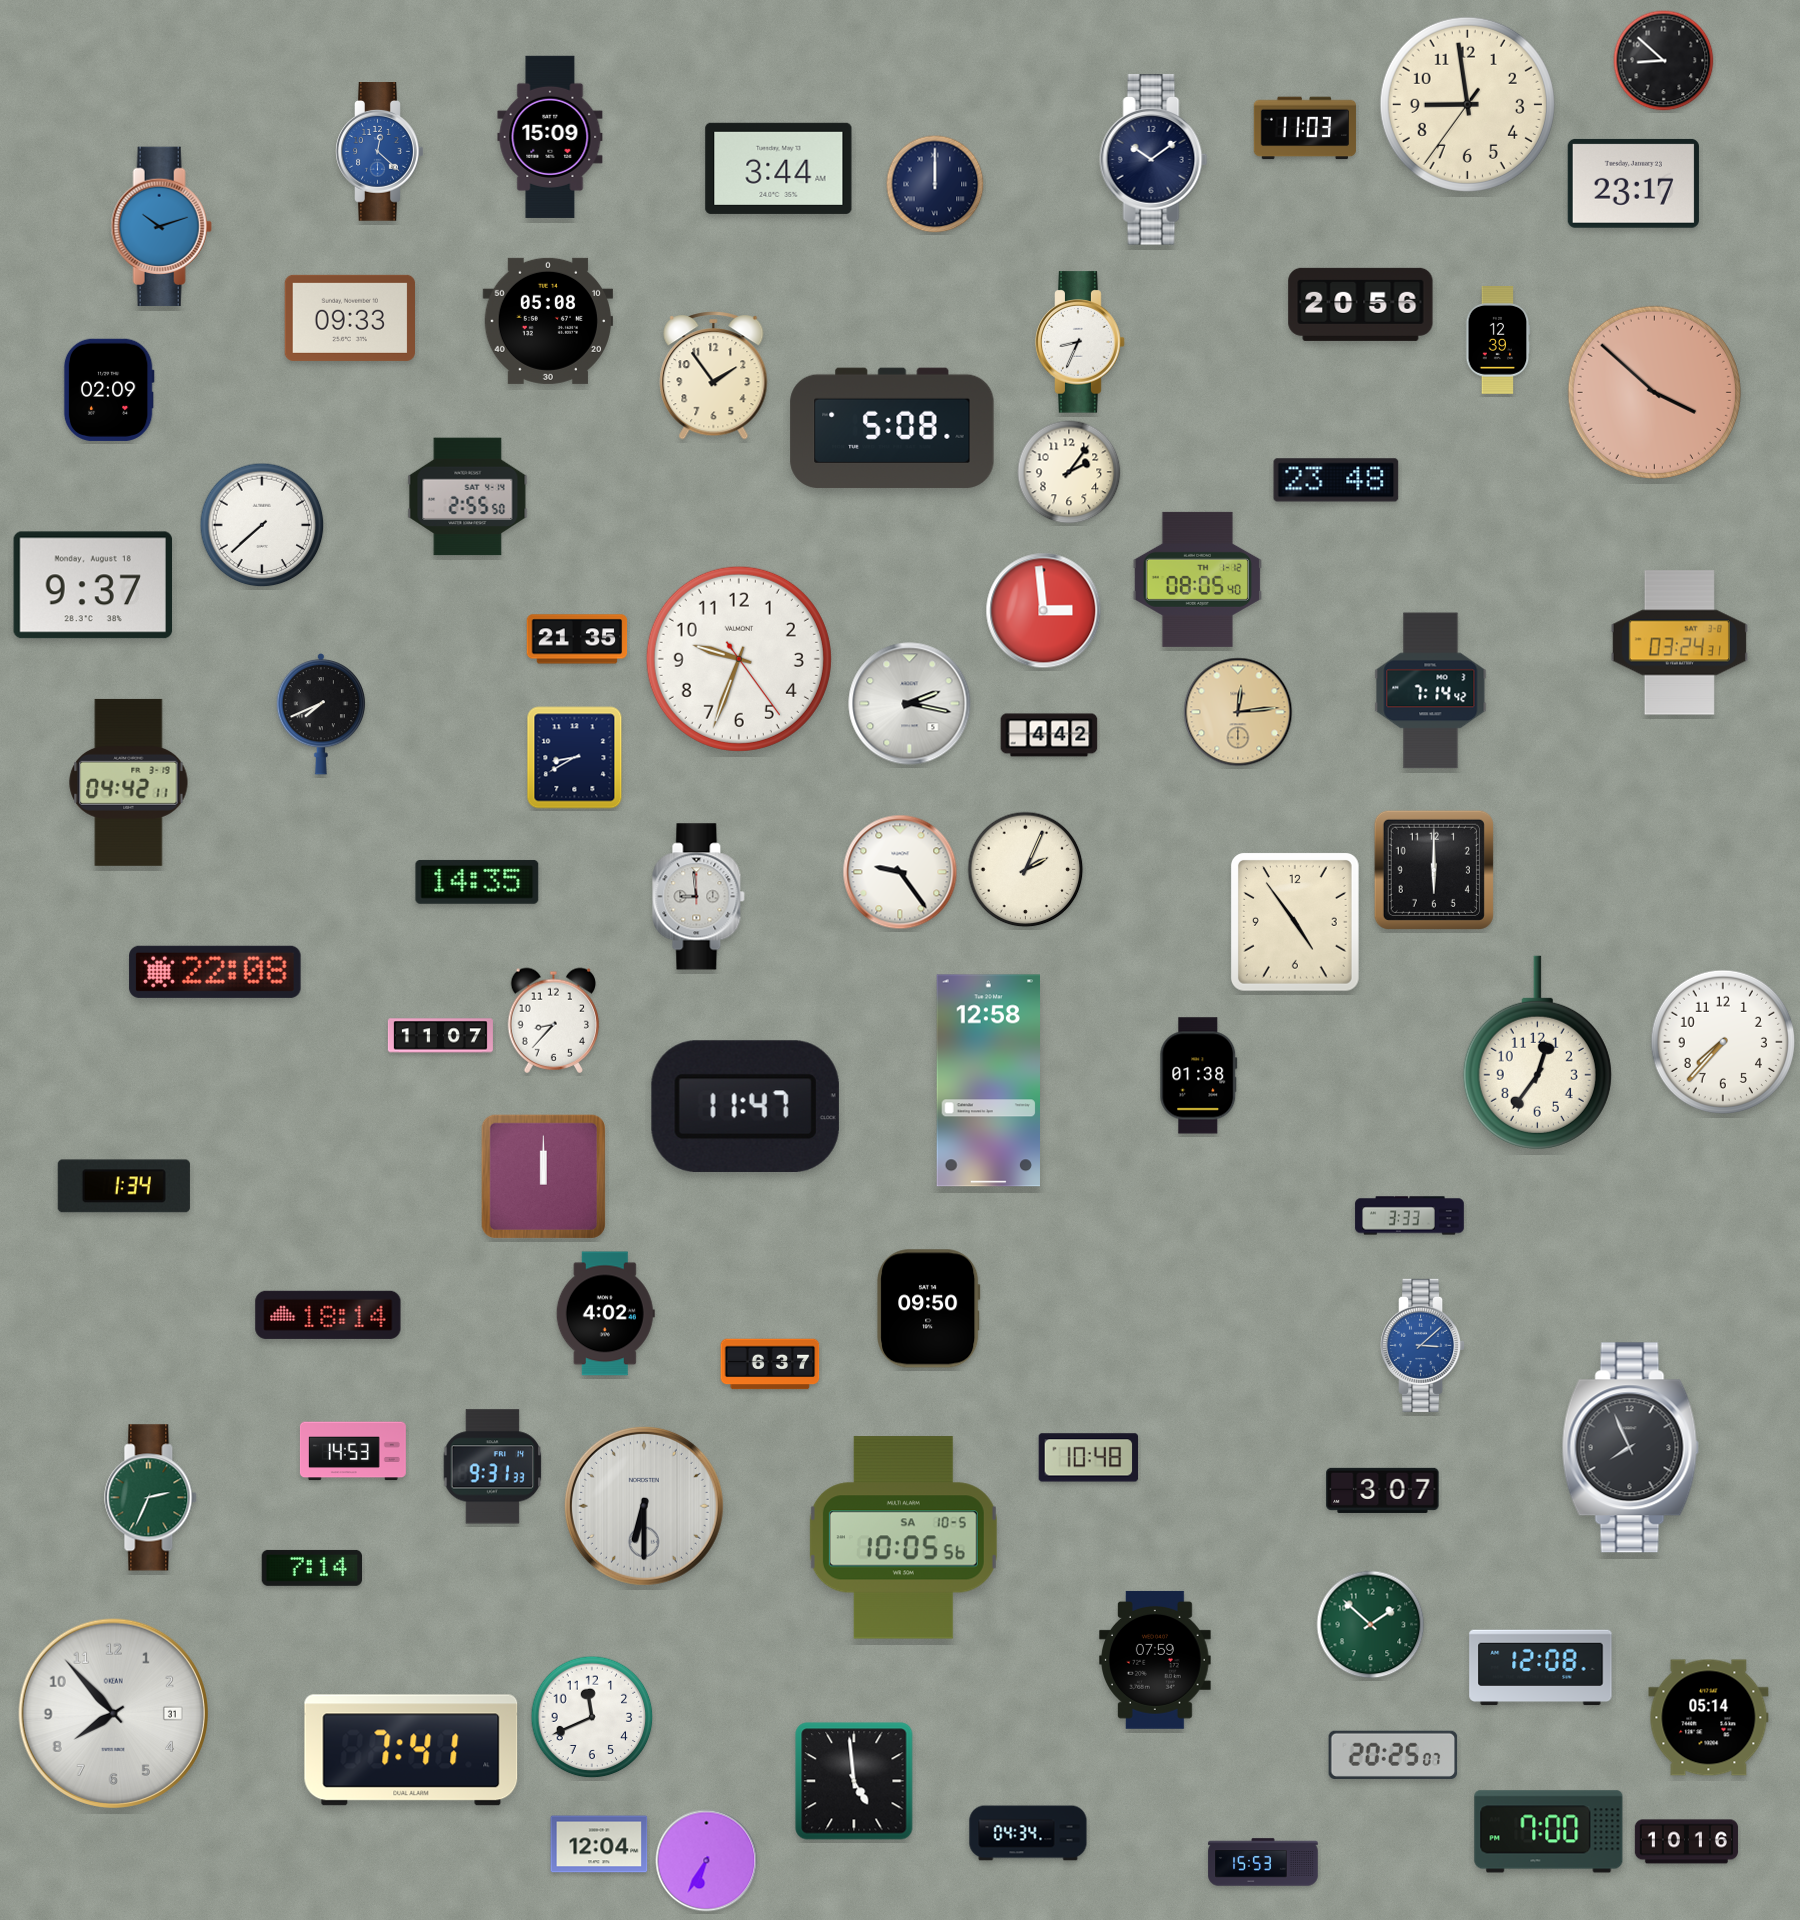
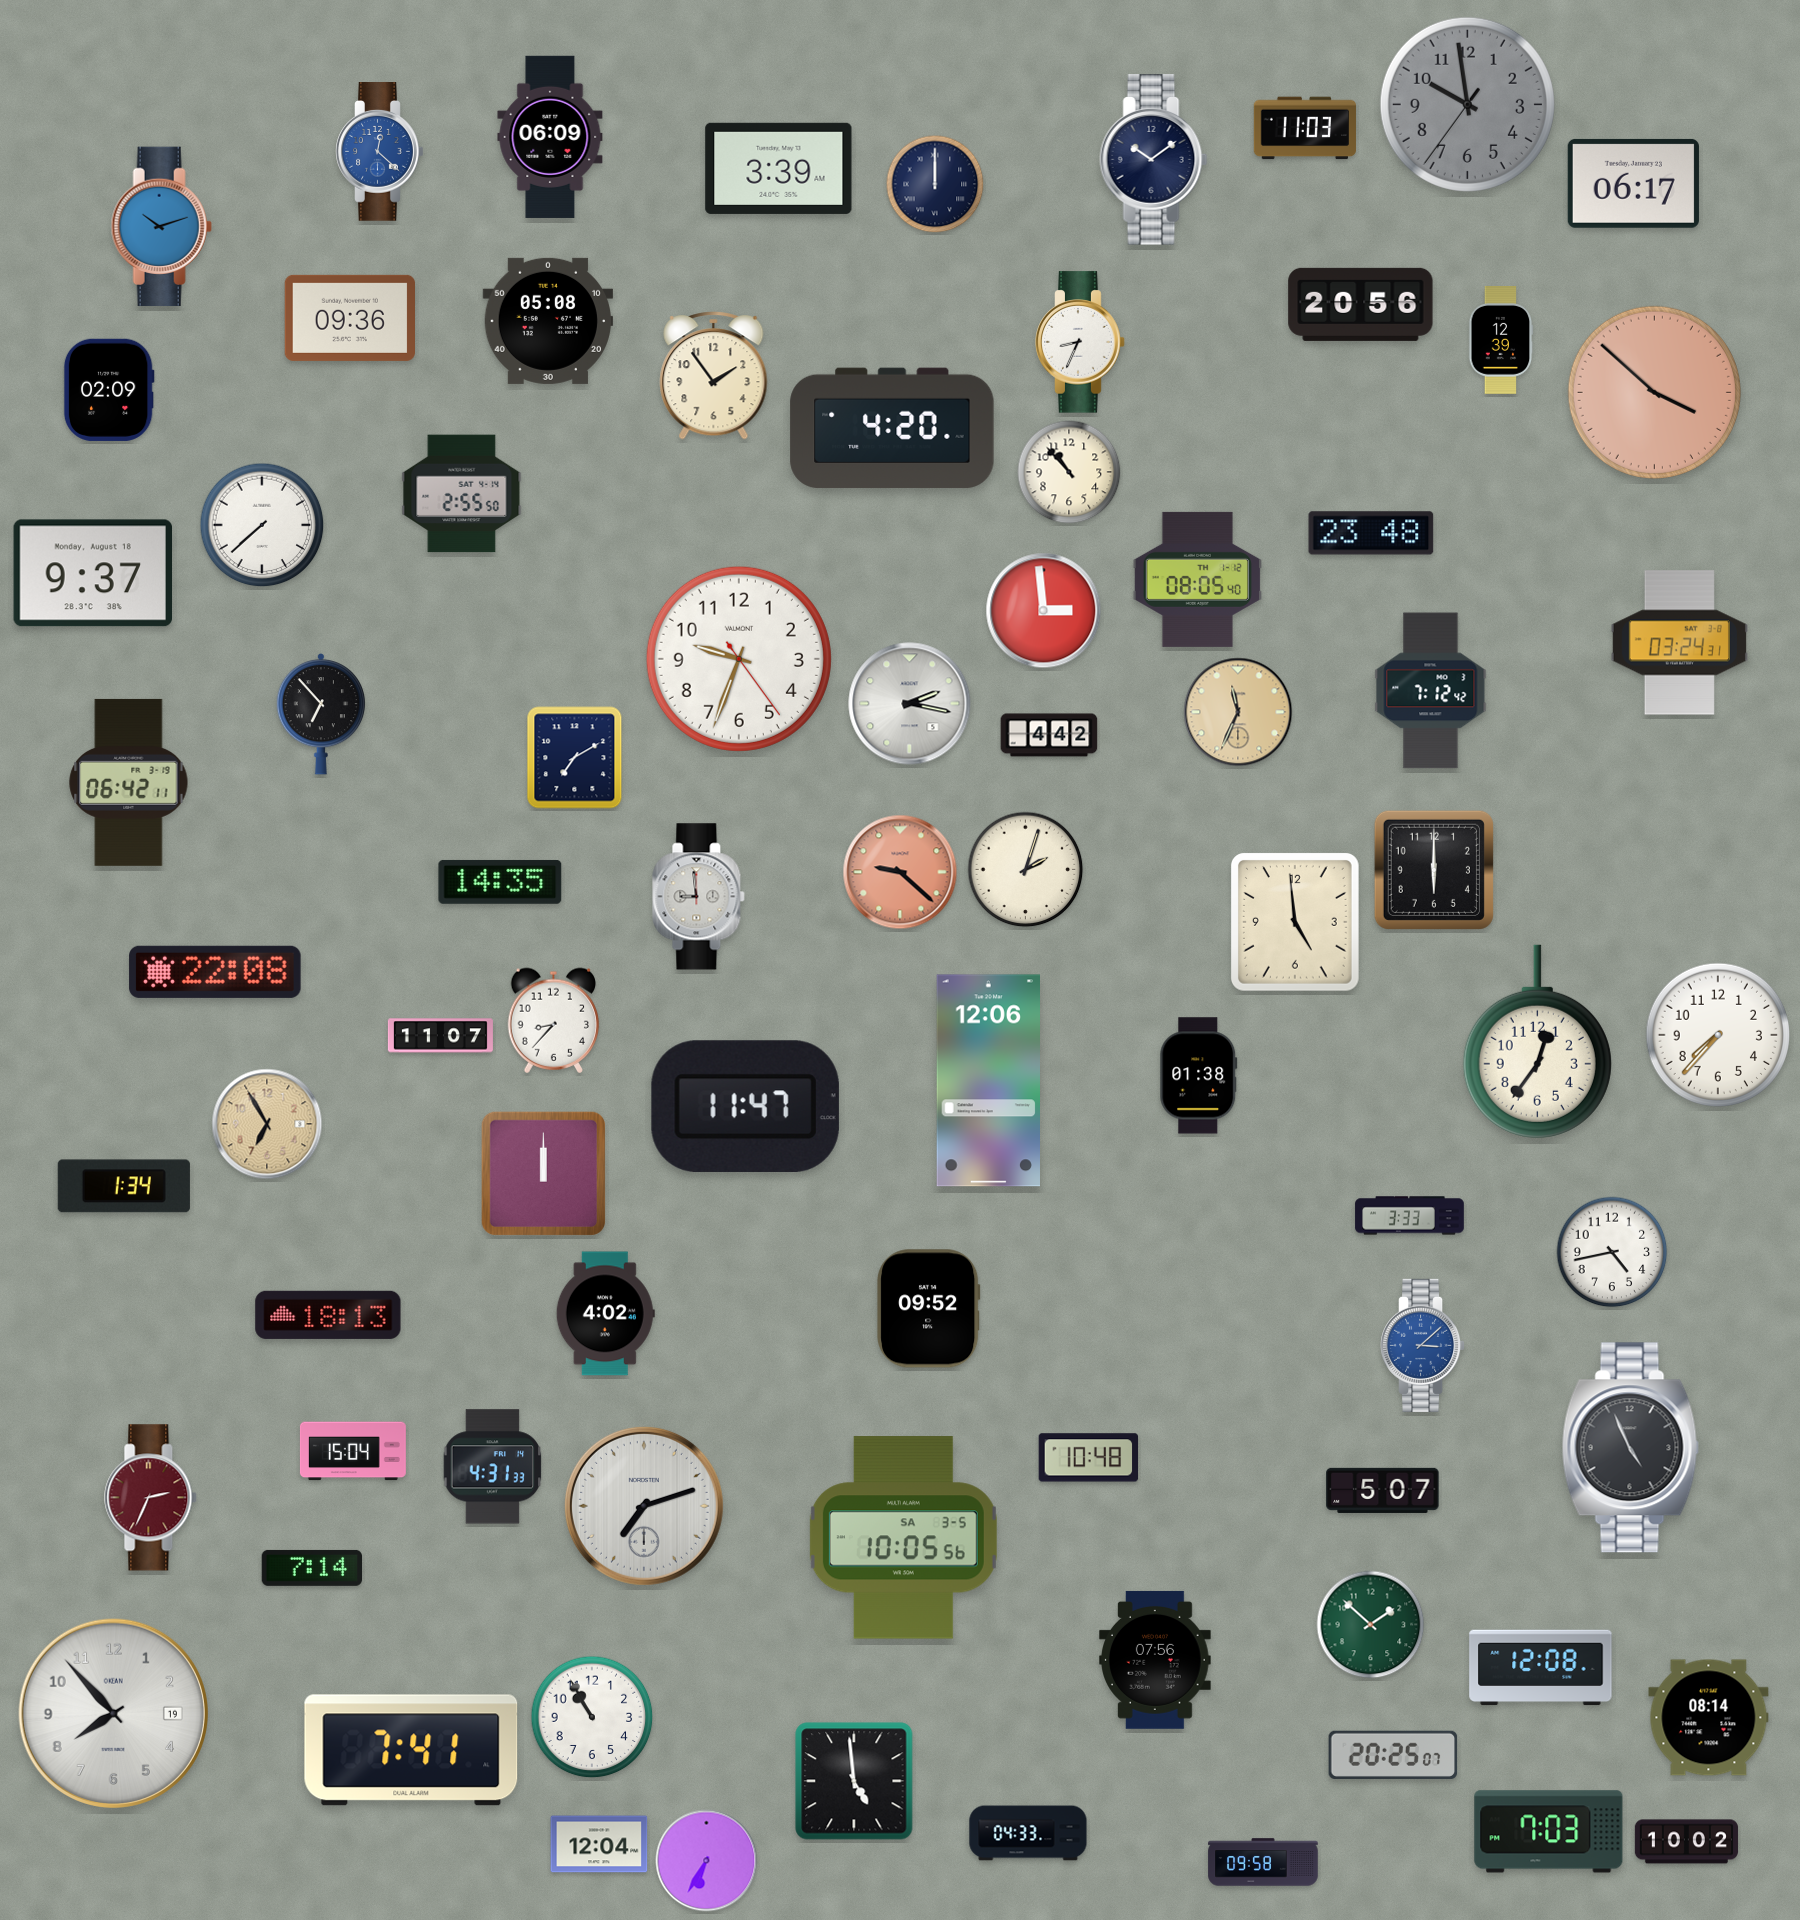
clock at (1664, 61): 8:52 -> none
clock at (1467, 104): 8:58 -> 9:58
clock at (1467, 104) dial: cream -> grey
clock at (550, 137): 15:09 -> 06:09
clock at (779, 168): 3:44 -> 3:39
clock at (1633, 183): 23:17 -> 06:17
clock at (349, 318): 09:33 -> 09:36
clock at (1498, 341) position: (1498, 341) -> (1501, 341)
clock at (892, 428): 5:08 -> 4:20
clock at (1069, 472): 2:06 -> 10:53
clock at (1336, 480) position: (1336, 480) -> (1371, 533)
clock at (468, 497) position: (468, 497) -> (462, 494)
clock at (92, 585) position: (92, 585) -> (92, 573)
clock at (577, 639): 21:35 -> none
clock at (1431, 691): 7:14 -> 7:12
clock at (1238, 712): 12:14 -> 11:34
clock at (321, 714): 7:41 -> 6:53
clock at (575, 758): 8:40 -> 7:10
clock at (129, 782): 04:42 -> 06:42
clock at (1026, 870): 2:04 -> 2:03
clock at (900, 872): 9:24 -> 9:22
clock at (900, 872) dial: white -> salmon
clock at (477, 882) position: (477, 882) -> (500, 882)
clock at (1296, 923): 4:54 -> 4:59
clock at (1723, 1042) position: (1723, 1042) -> (1718, 1035)
clock at (1537, 1052) position: (1537, 1052) -> (1537, 1041)
clock at (988, 1081): 12:58 -> 12:06
clock at (267, 1124): none -> 6:55
clock at (543, 1176) position: (543, 1176) -> (543, 1173)
clock at (1612, 1252): none -> 4:43
clock at (929, 1309): 09:50 -> 09:52
clock at (328, 1315): 18:14 -> 18:13
clock at (770, 1364): 6:37 -> none
clock at (1630, 1448): 7:56 -> 4:56
clock at (353, 1451): 14:53 -> 15:04
clock at (493, 1467): 9:31 -> 4:31
clock at (1383, 1490): 3:07 -> 5:07
clock at (151, 1498) dial: green -> burgundy
clock at (644, 1506): 6:30 -> 7:12
clock at (903, 1538) date: SA 10-5 -> SA 3-5
clock at (1156, 1660): 07:59 -> 07:56
clock at (113, 1713) date: 31 -> 19
clock at (592, 1717): 11:41 -> 10:55
clock at (1709, 1718): 05:14 -> 08:14
clock at (1549, 1832): 7:00 -> 7:03
clock at (1028, 1833): 04:34 -> 04:33
clock at (1686, 1842): 10:16 -> 10:02
clock at (1263, 1862): 15:53 -> 09:58
